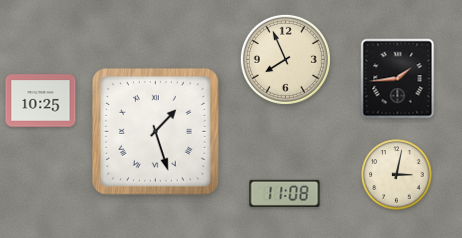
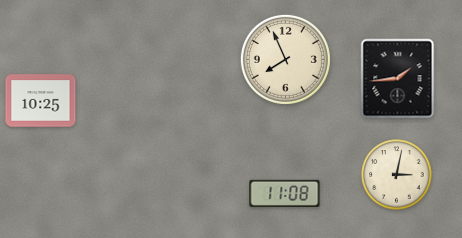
clock at (155, 131): 1:27 -> none
